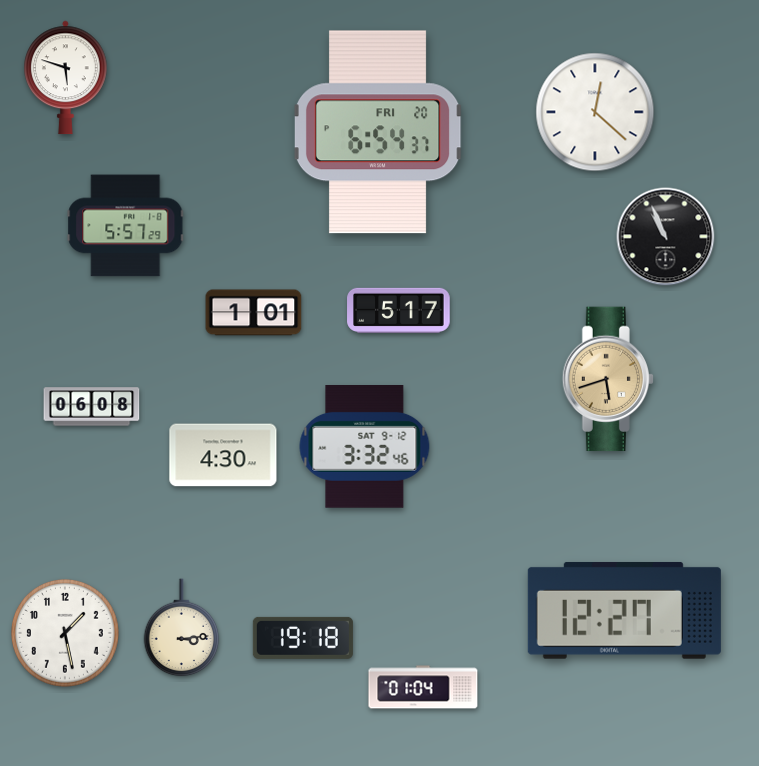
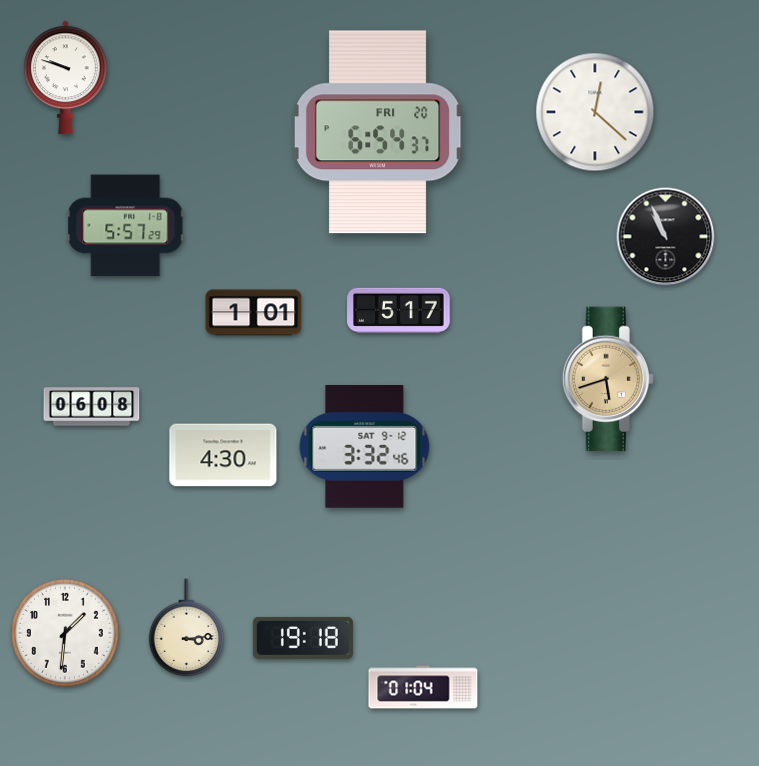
clock at (66, 78): 5:48 -> 9:48
clock at (624, 610): 12:27 -> none
clock at (182, 628) position: (182, 628) -> (187, 628)
clock at (65, 633): 1:28 -> 1:31
